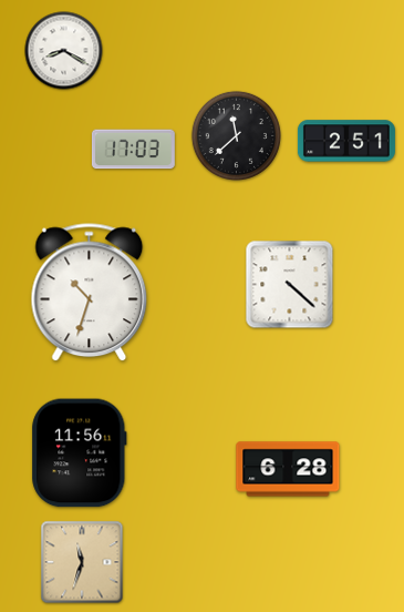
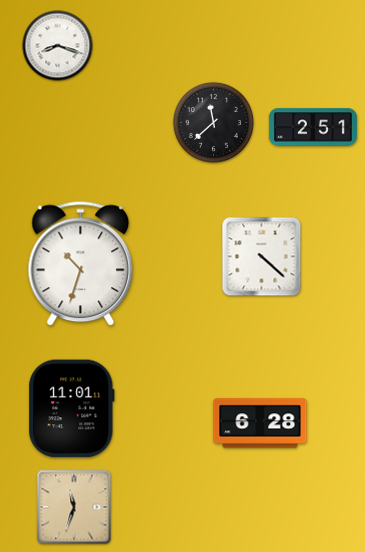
clock at (64, 51): 8:20 -> 8:18
clock at (133, 150): 17:03 -> none
clock at (80, 453): 11:56 -> 11:01
